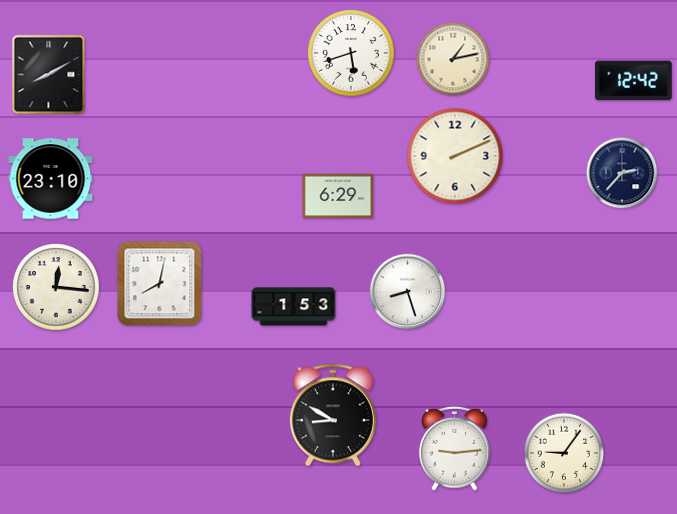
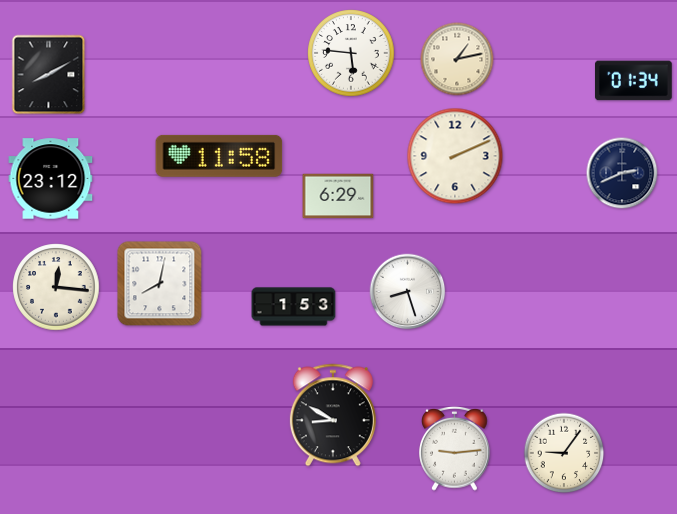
clock at (351, 53): 5:42 -> 5:46
clock at (453, 59) position: (453, 59) -> (457, 59)
clock at (634, 81): 12:42 -> 01:34
clock at (219, 156): none -> 11:58
clock at (622, 173): 2:37 -> 2:41
clock at (51, 179): 23:10 -> 23:12
